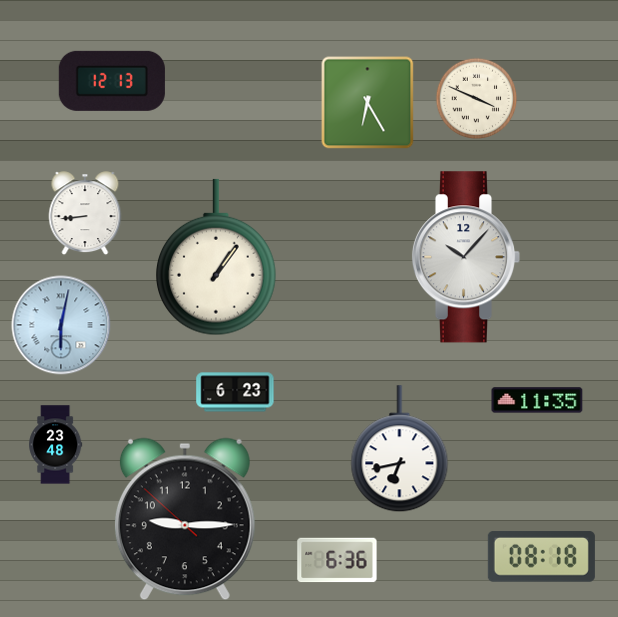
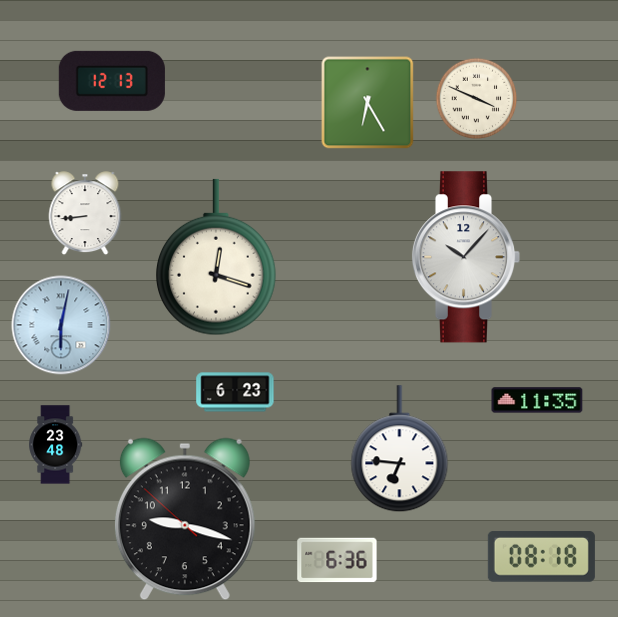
clock at (217, 257): 1:06 -> 12:18
clock at (400, 449): 6:43 -> 6:46
clock at (185, 519): 9:14 -> 9:17
